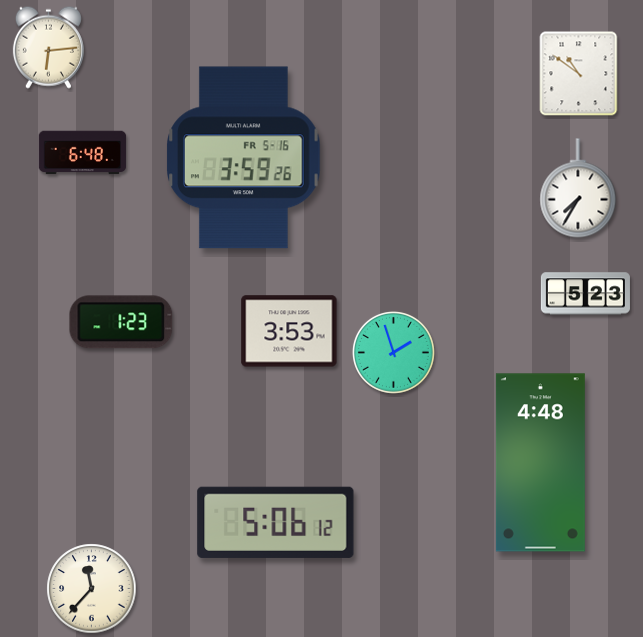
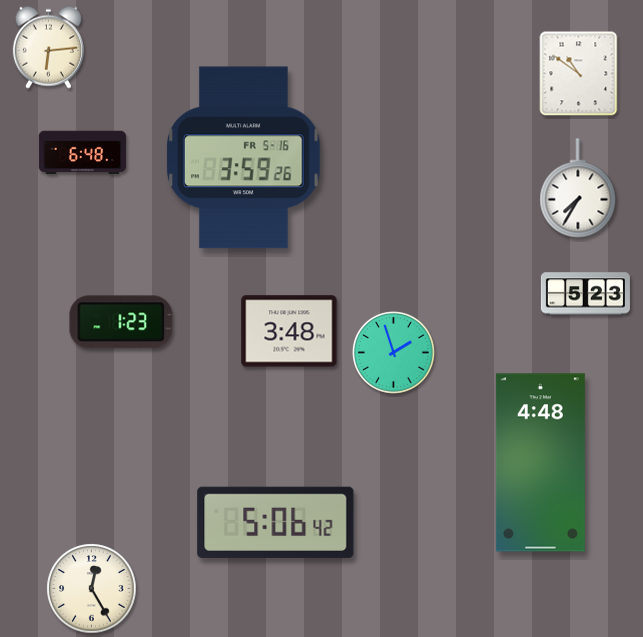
clock at (289, 331): 3:53 -> 3:48
clock at (276, 522): 5:06:12 -> 5:06:42
clock at (92, 589): 11:37 -> 12:25
